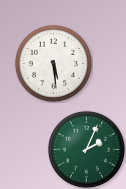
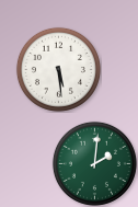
clock at (86, 149): 2:04 -> 2:01
